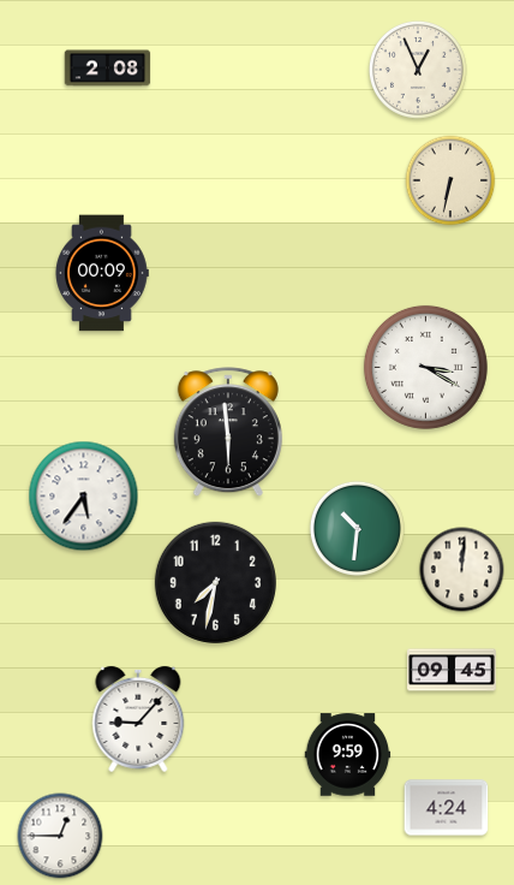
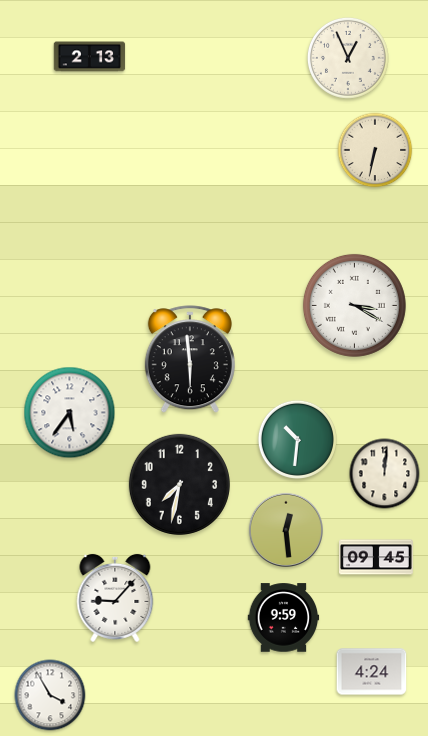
clock at (108, 69): 2:08 -> 2:13
clock at (102, 273): 00:09 -> none
clock at (285, 529): none -> 12:29
clock at (348, 755) position: (348, 755) -> (284, 618)
clock at (60, 836): 12:45 -> 3:55
